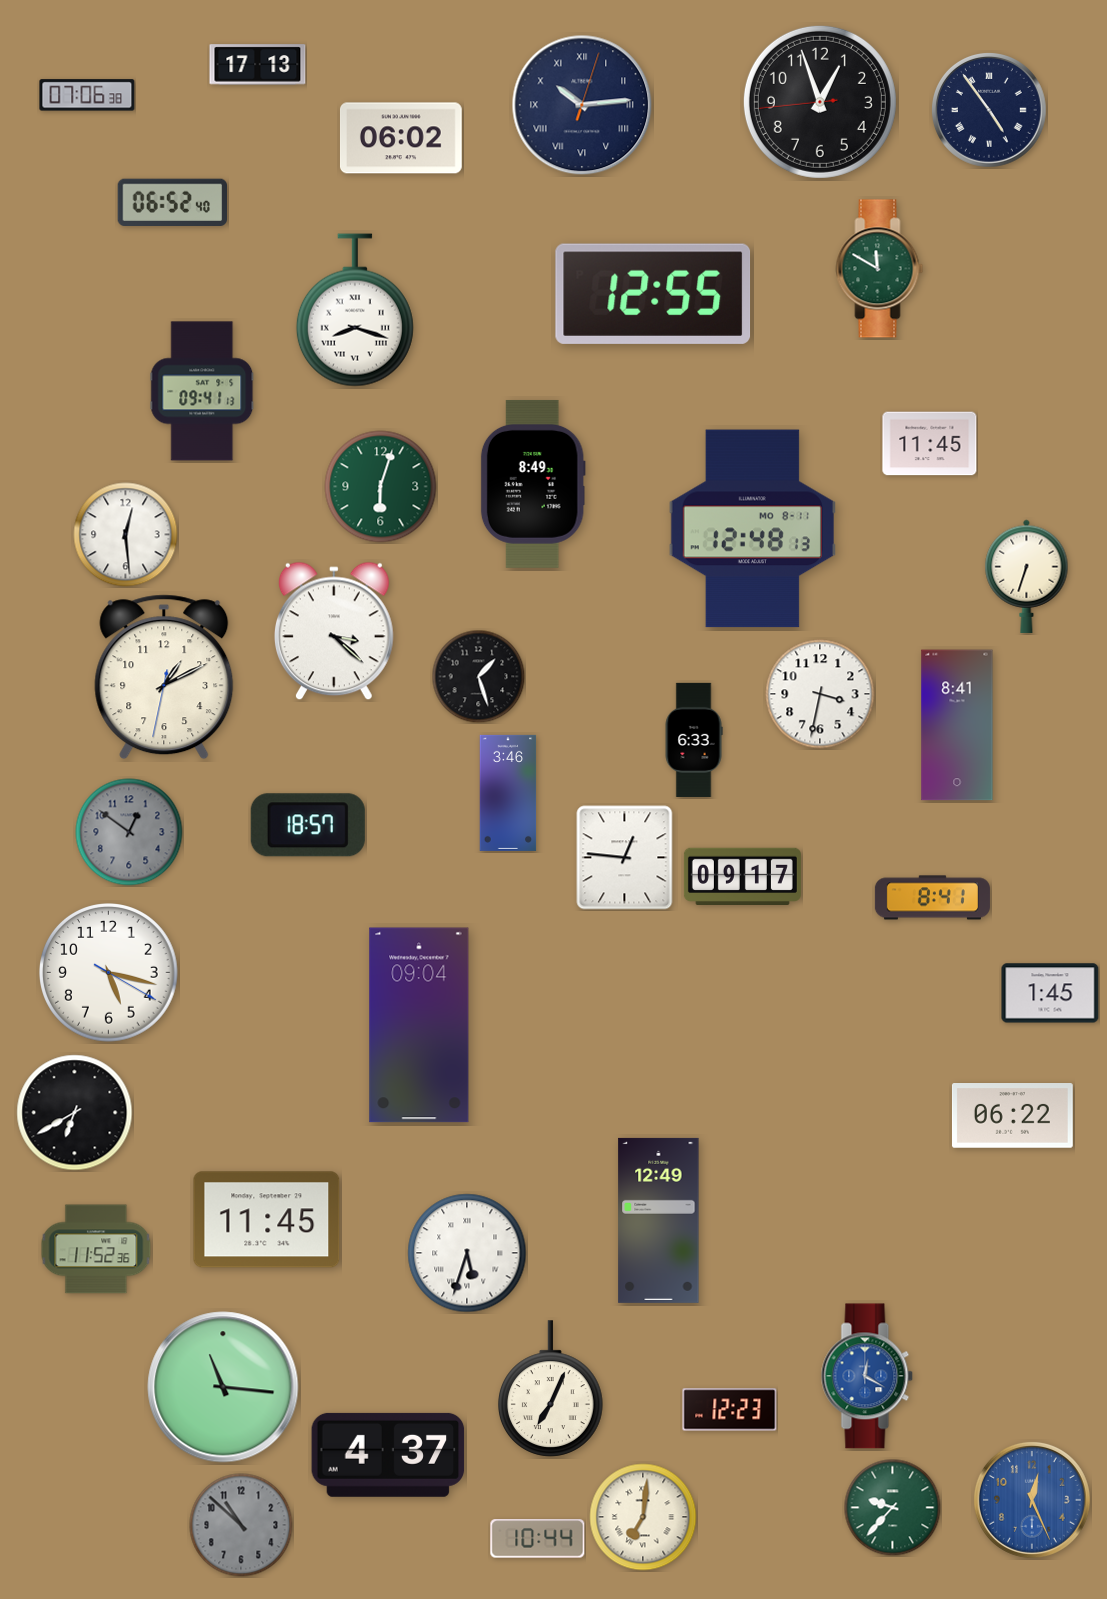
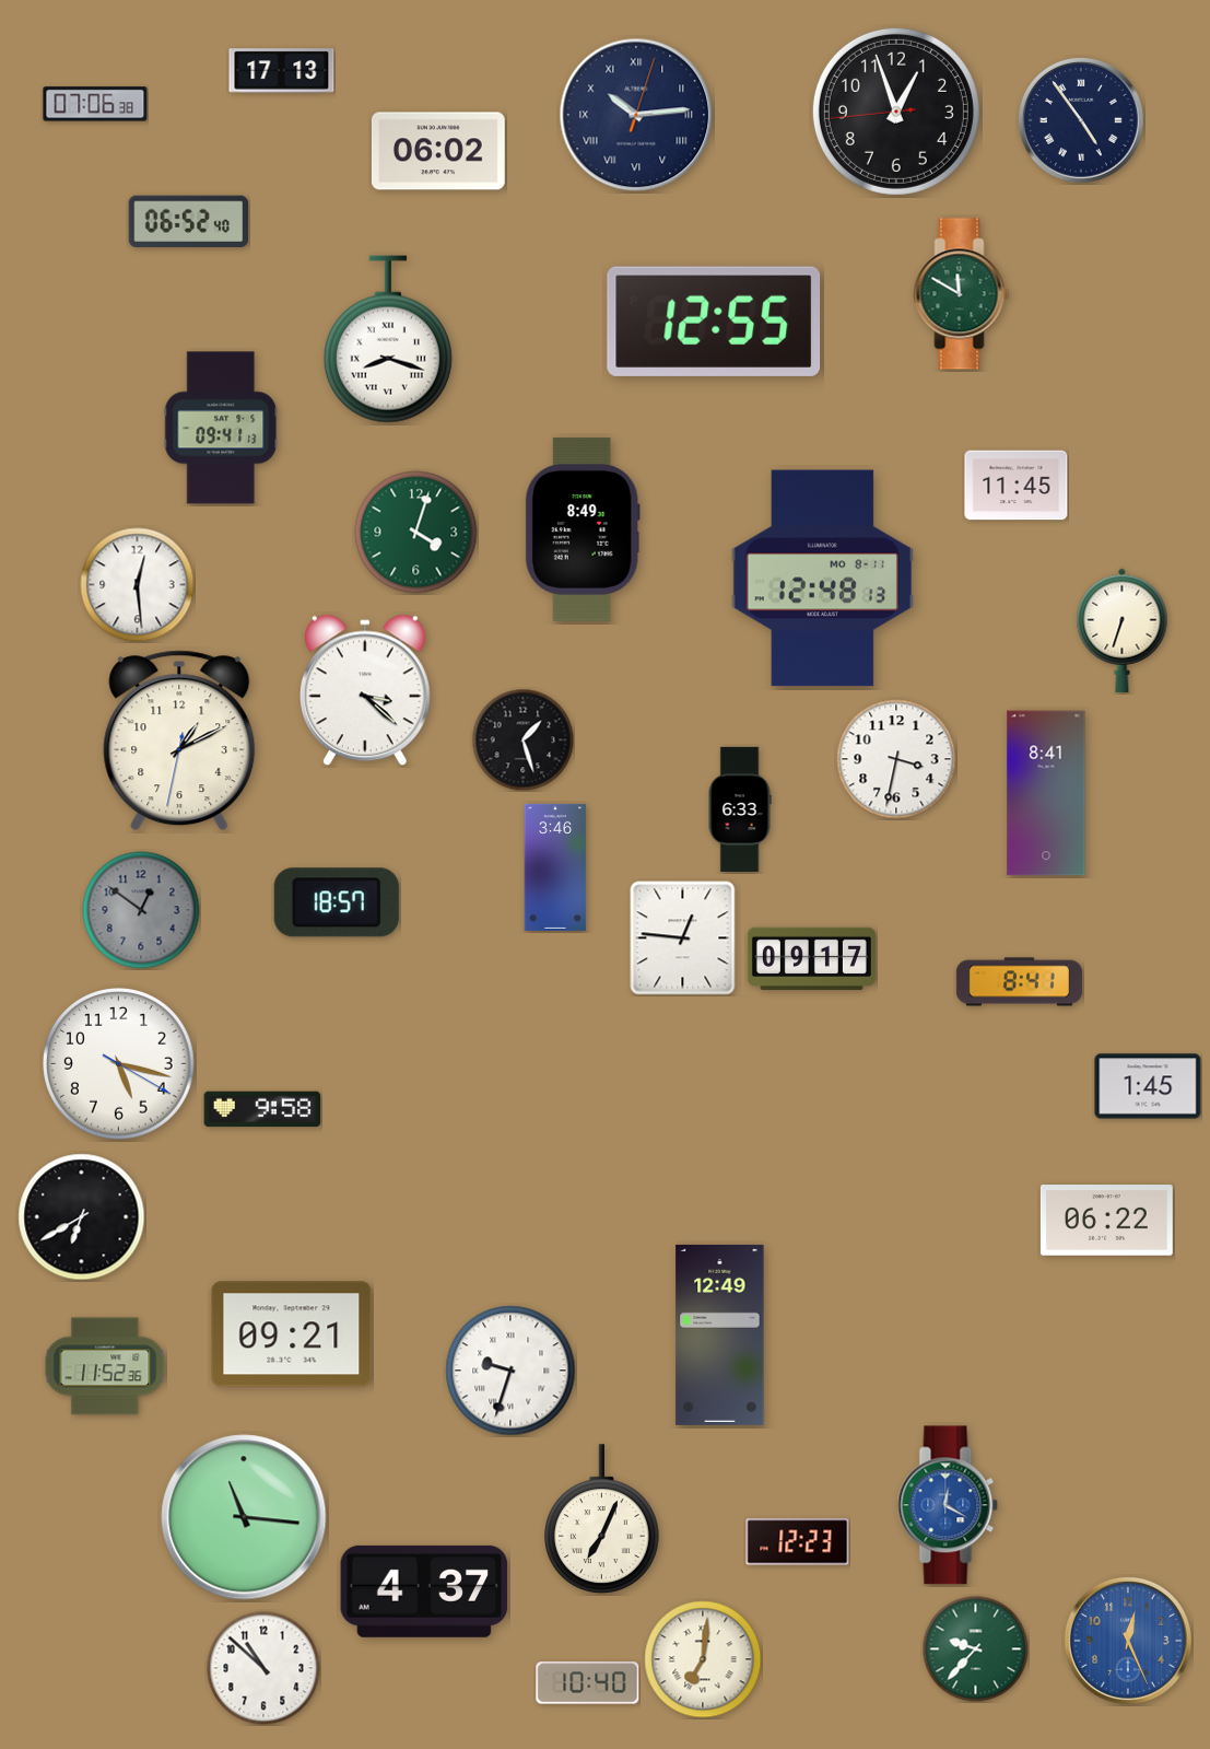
clock at (381, 487): 6:03 -> 4:03
clock at (694, 740) position: (694, 740) -> (740, 809)
clock at (262, 1109): none -> 9:58
clock at (419, 1025): 09:04 -> none
clock at (267, 1220): 11:45 -> 09:21
clock at (467, 1253): 5:33 -> 9:33
clock at (241, 1525) dial: grey -> white
clock at (538, 1539): 10:44 -> 10:40
